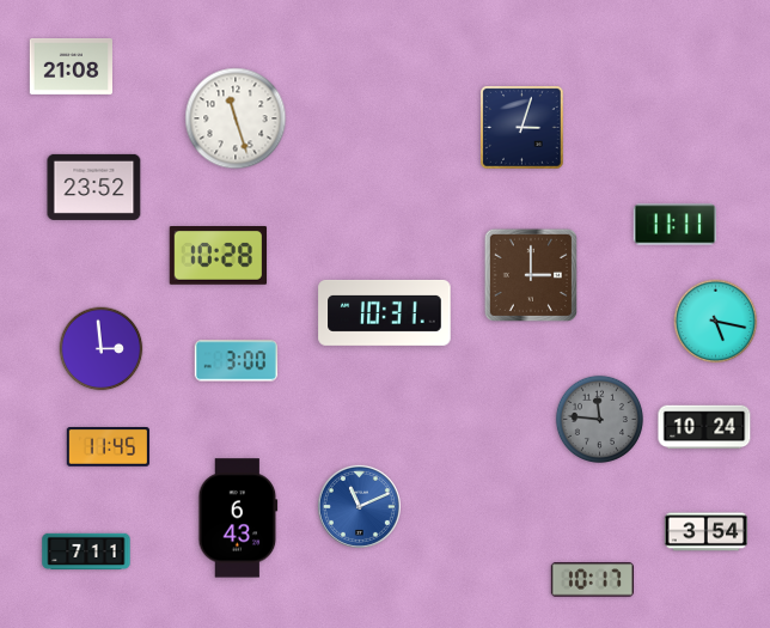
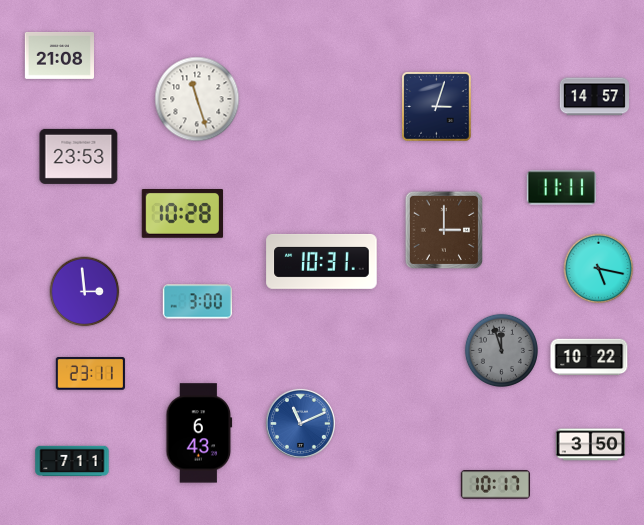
clock at (594, 97): none -> 14:57
clock at (94, 187): 23:52 -> 23:53
clock at (674, 225) position: (674, 225) -> (561, 188)
clock at (599, 419): 11:46 -> 11:57
clock at (704, 427): 10:24 -> 10:22
clock at (108, 447): 11:45 -> 23:11
clock at (705, 532): 3:54 -> 3:50
